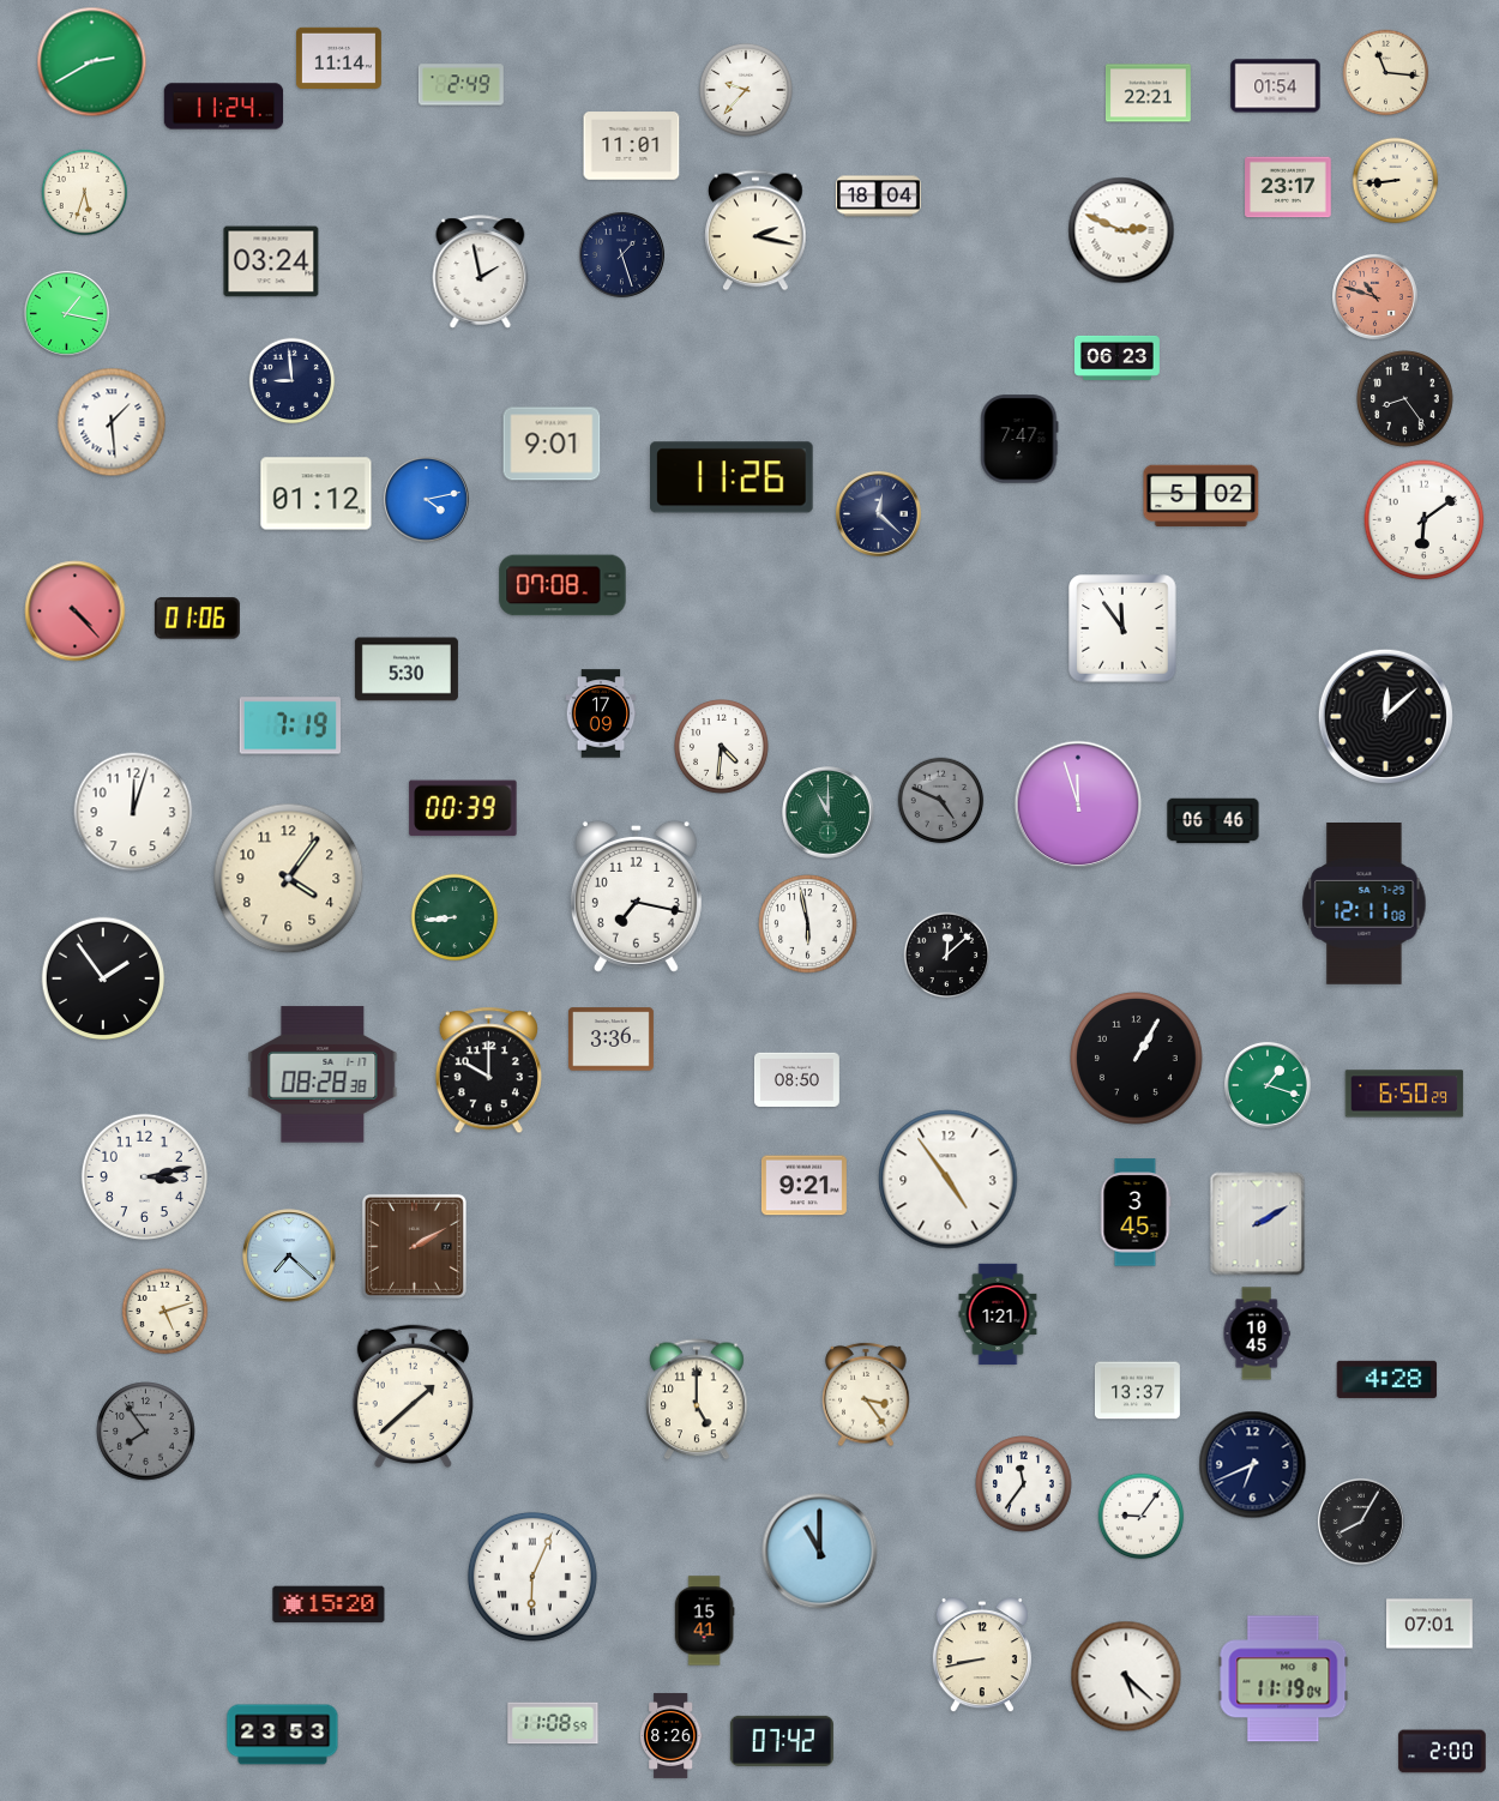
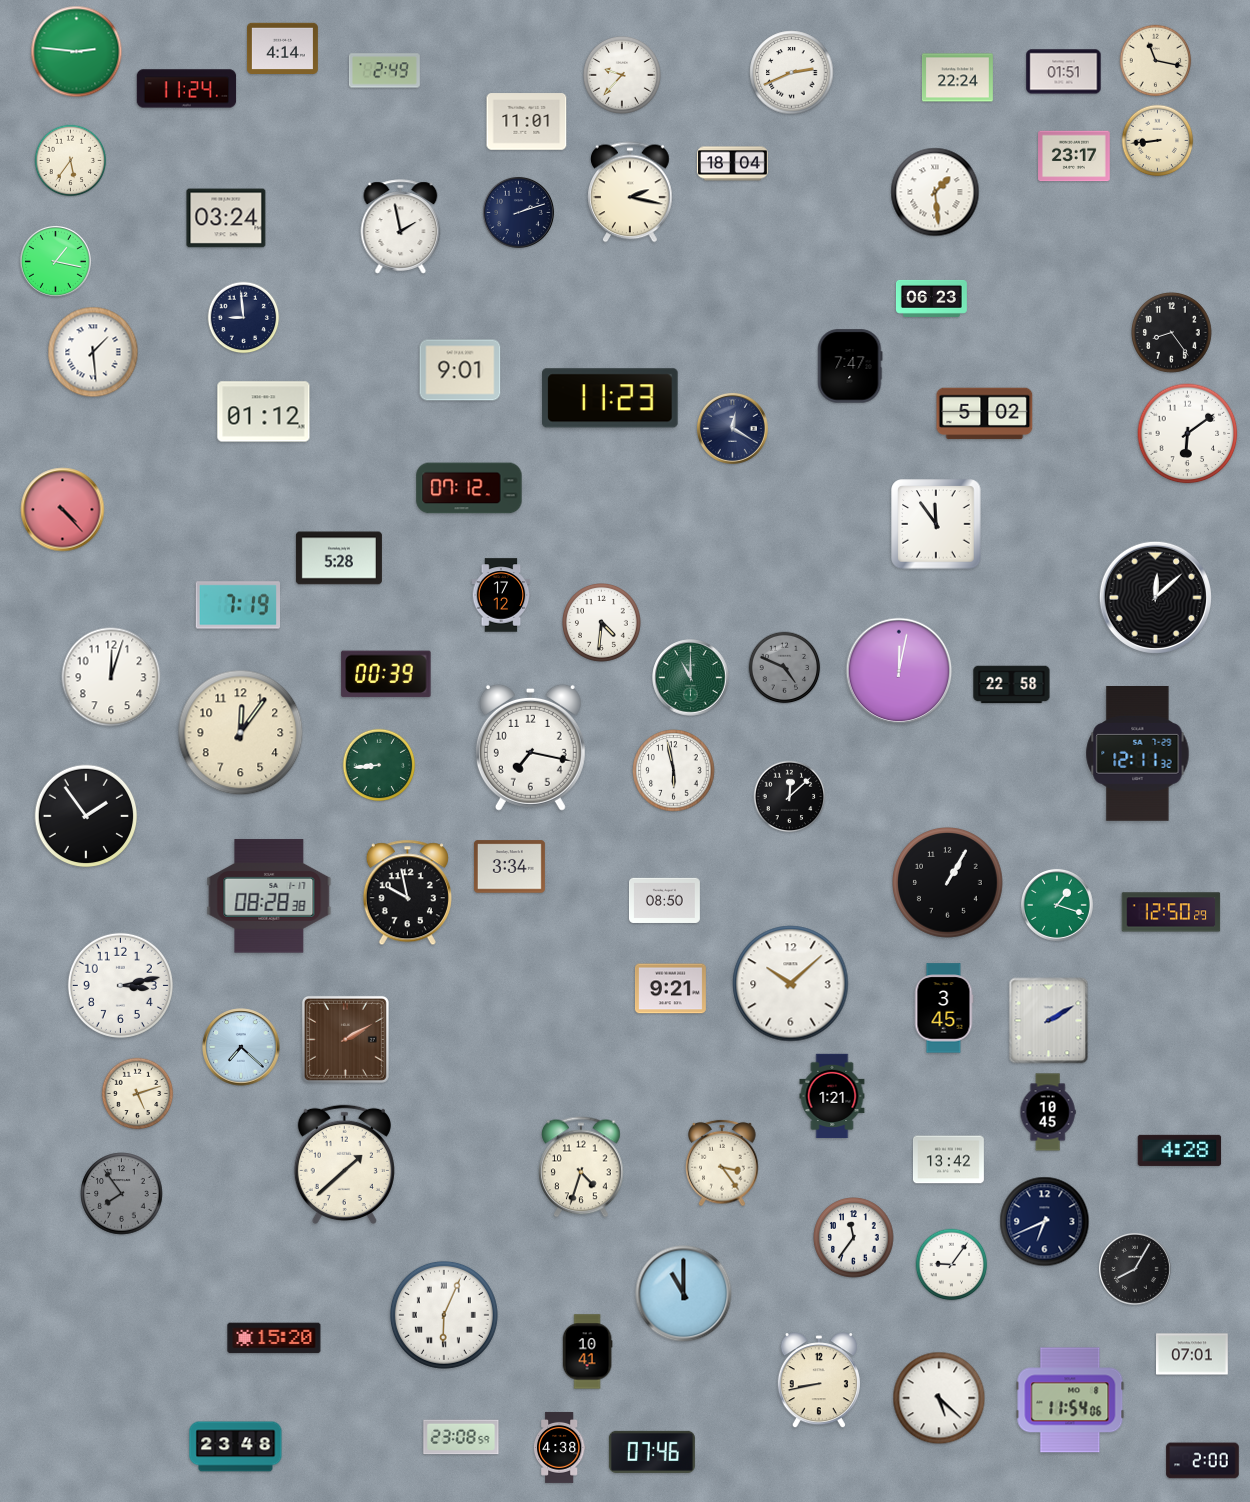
clock at (338, 59): 11:14 -> 4:14
clock at (92, 62): 2:40 -> 2:46
clock at (1386, 73): 11:16 -> 11:17
clock at (1276, 86): 01:54 -> 01:51
clock at (792, 73): none -> 2:41
clock at (1148, 94): 22:21 -> 22:24
clock at (1396, 181) position: (1396, 181) -> (1158, 141)
clock at (85, 193): 5:33 -> 5:36
clock at (1121, 230): 2:49 -> 1:29
clock at (621, 254): 1:27 -> 2:12
clock at (1374, 296): 10:48 -> none
clock at (732, 477): 11:26 -> 11:23
clock at (1202, 496) position: (1202, 496) -> (985, 414)
clock at (426, 499): 4:13 -> none
clock at (878, 513): 12:22 -> 12:20
clock at (562, 585): 07:08 -> 07:12
clock at (197, 619): 01:06 -> none
clock at (407, 669): 5:30 -> 5:28
clock at (601, 713): 17:09 -> 17:12
clock at (289, 725) position: (289, 725) -> (237, 605)
clock at (1078, 805): 11:57 -> 12:02
clock at (1214, 821): 06:46 -> 22:58
clock at (289, 879): 4:06 -> 12:06
clock at (1365, 904): 12:11:08 -> 12:11:32
clock at (610, 1040): 3:36 -> 3:34
clock at (488, 1071): 10:00 -> 9:58
clock at (1404, 1094): 6:50 -> 12:50
clock at (144, 1176) position: (144, 1176) -> (120, 985)
clock at (949, 1180): 4:54 -> 10:08
clock at (1136, 1212) position: (1136, 1212) -> (944, 1008)
clock at (1387, 1379) position: (1387, 1379) -> (1180, 1150)
clock at (1137, 1391): 13:37 -> 13:42
clock at (697, 1399): 5:00 -> 4:33
clock at (704, 1621): 15:41 -> 10:41
clock at (1283, 1679): 11:19 -> 11:54
clock at (553, 1723): 11:08 -> 23:08
clock at (283, 1735): 23:53 -> 23:48
clock at (670, 1736): 8:26 -> 4:38
clock at (782, 1741): 07:42 -> 07:46
